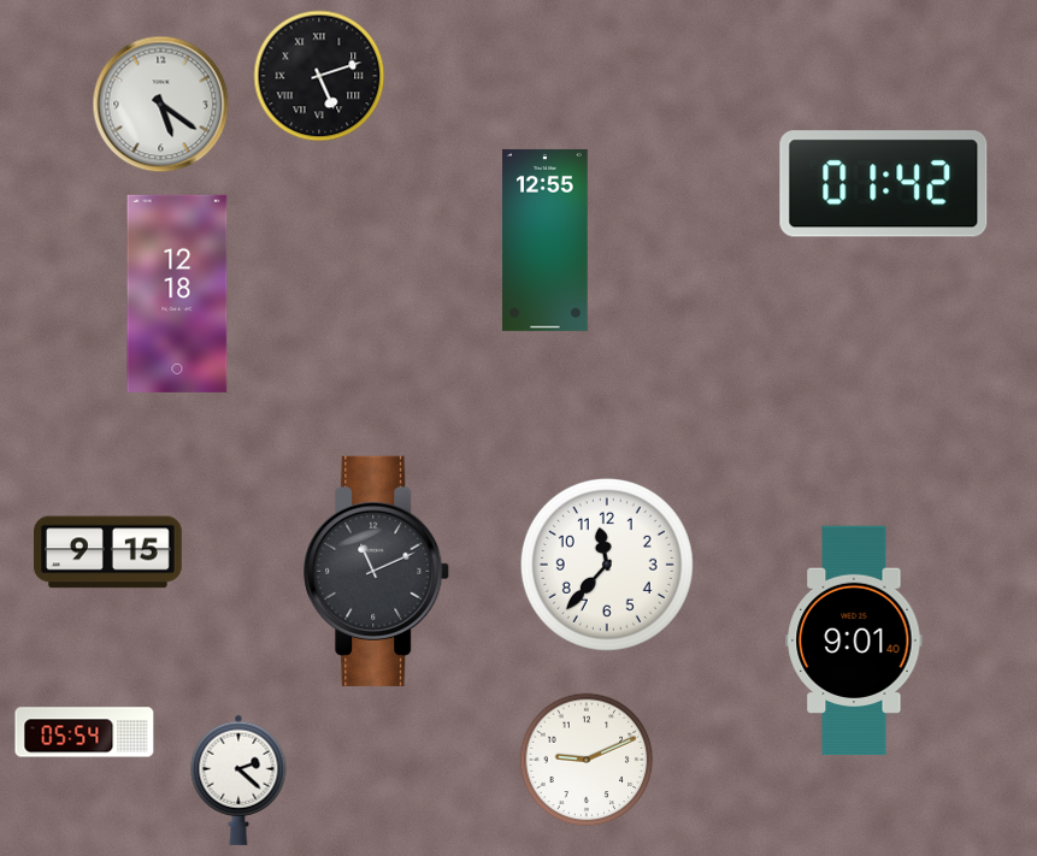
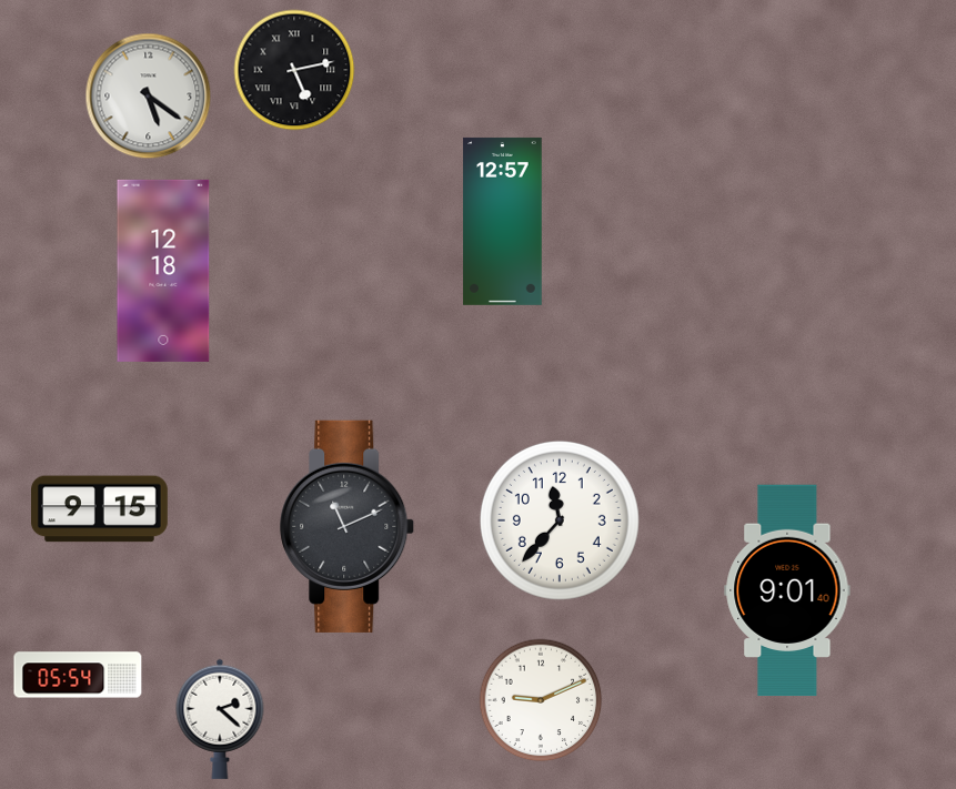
clock at (319, 76): 5:12 -> 5:13
clock at (884, 184): 01:42 -> none
clock at (546, 240): 12:55 -> 12:57
